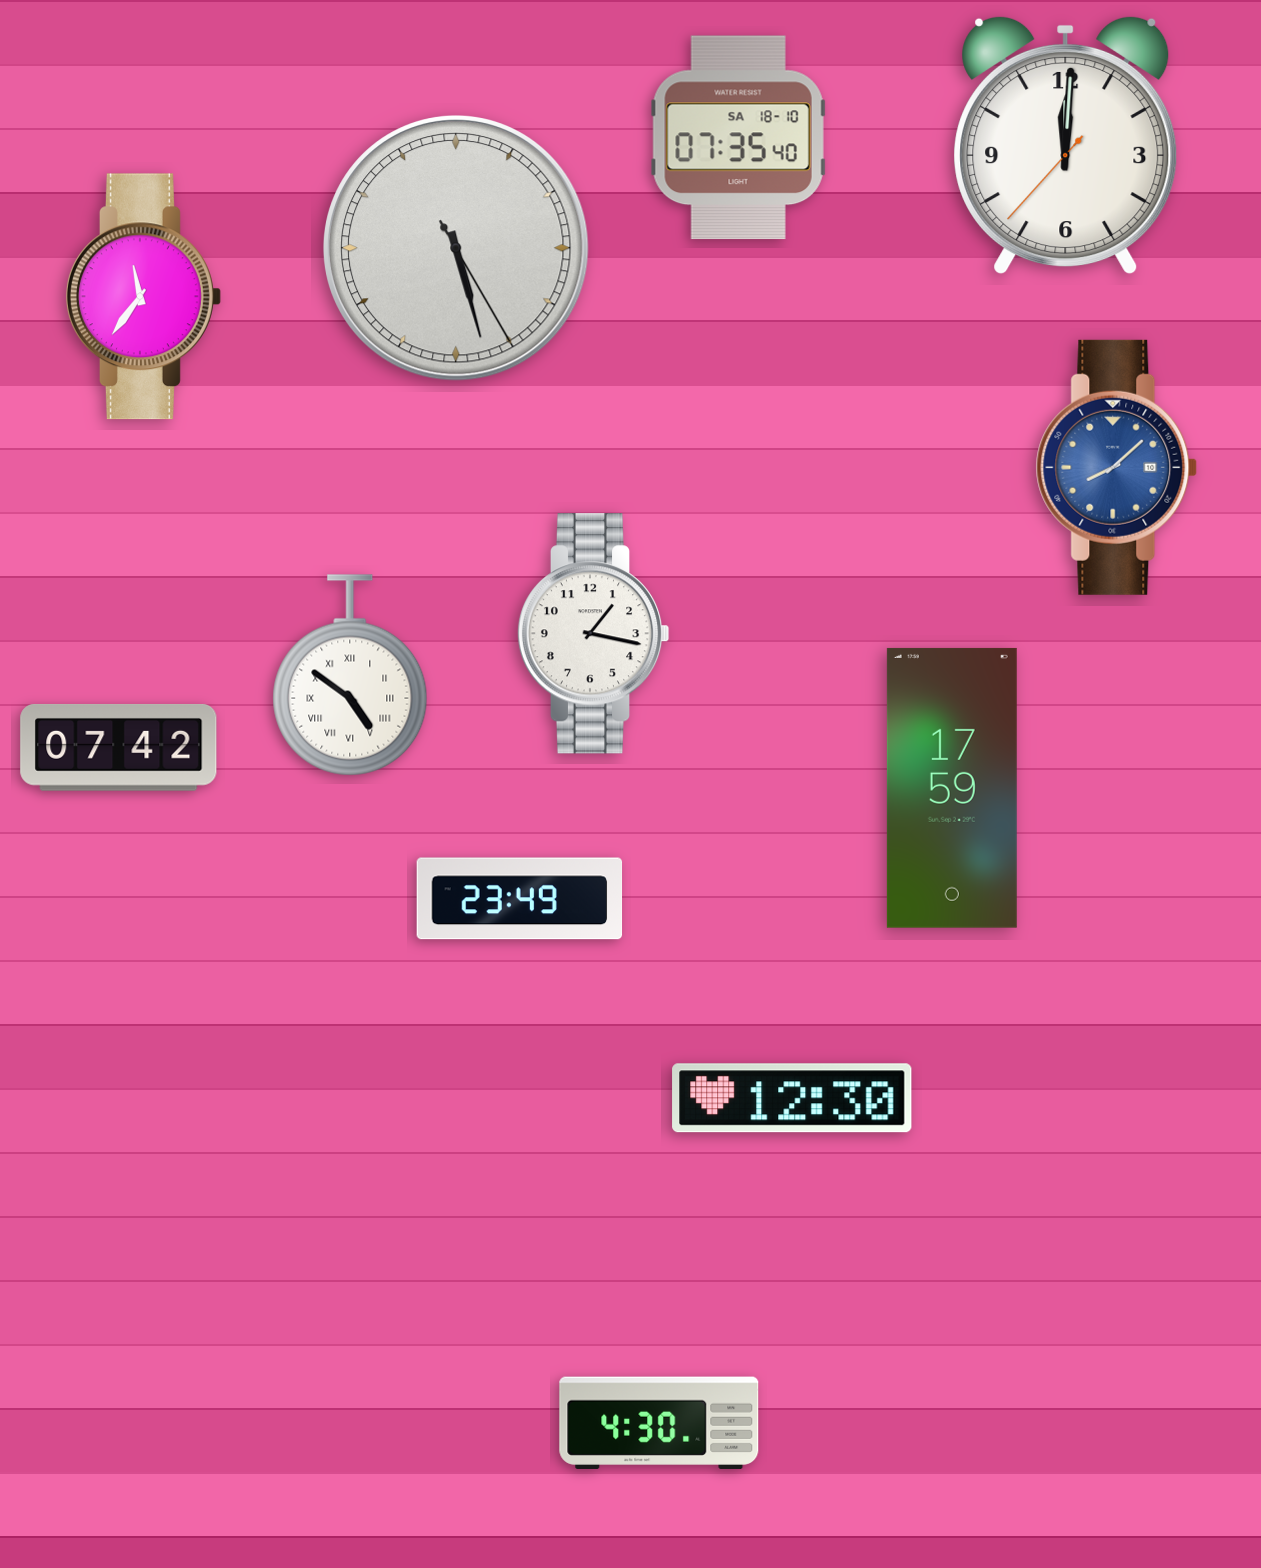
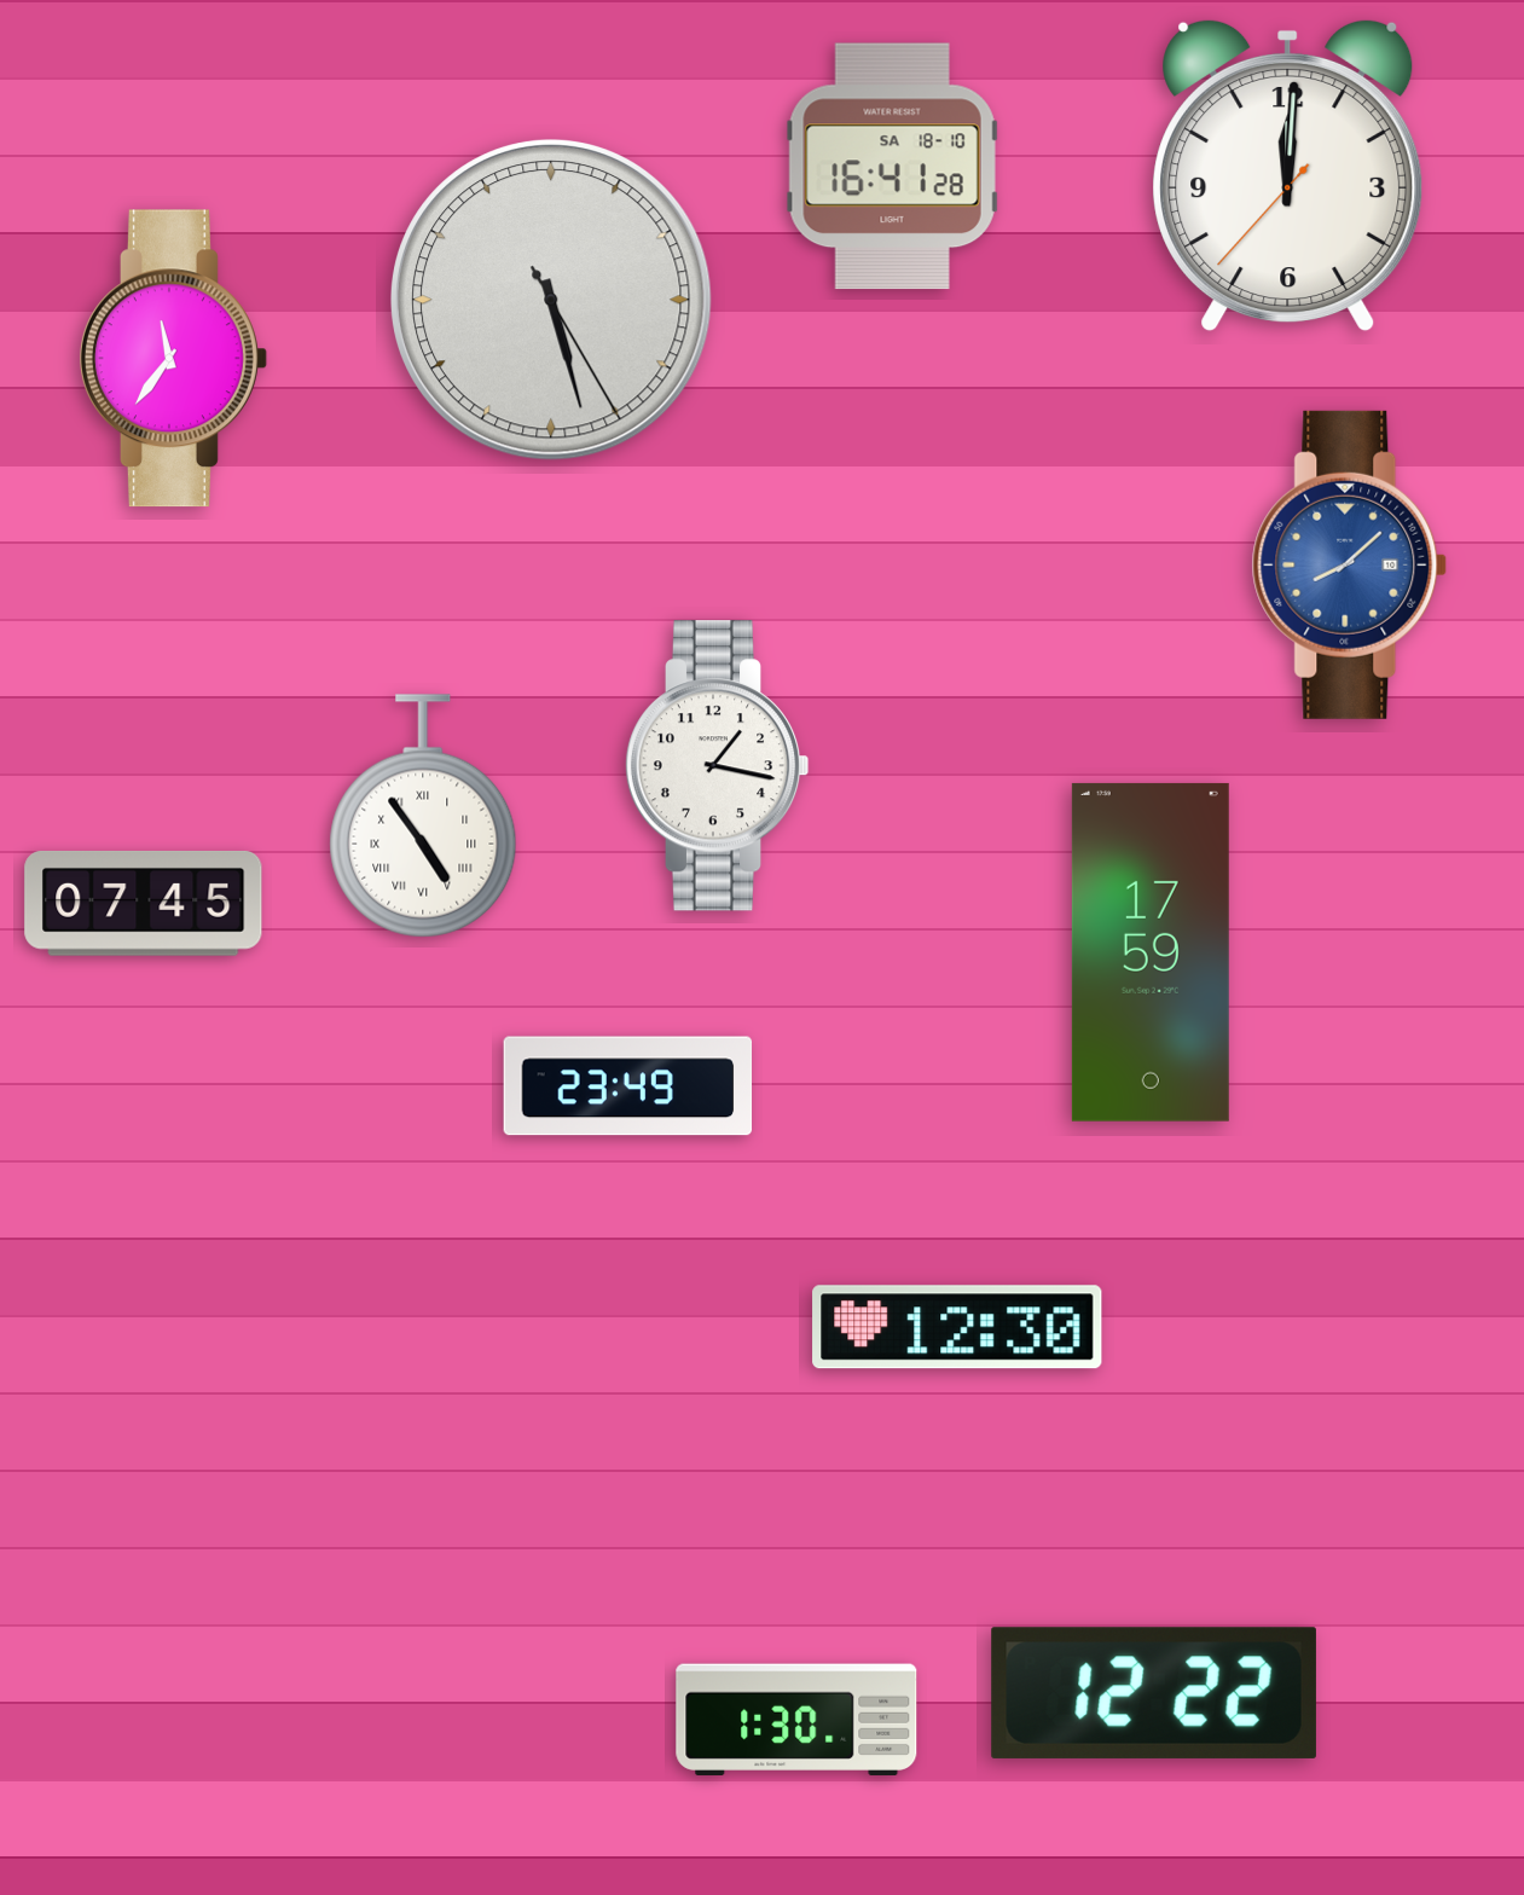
clock at (738, 138): 07:35 -> 16:41
clock at (350, 675): 4:51 -> 4:54
clock at (119, 747): 07:42 -> 07:45
clock at (1154, 1693): none -> 12:22
clock at (659, 1423): 4:30 -> 1:30
